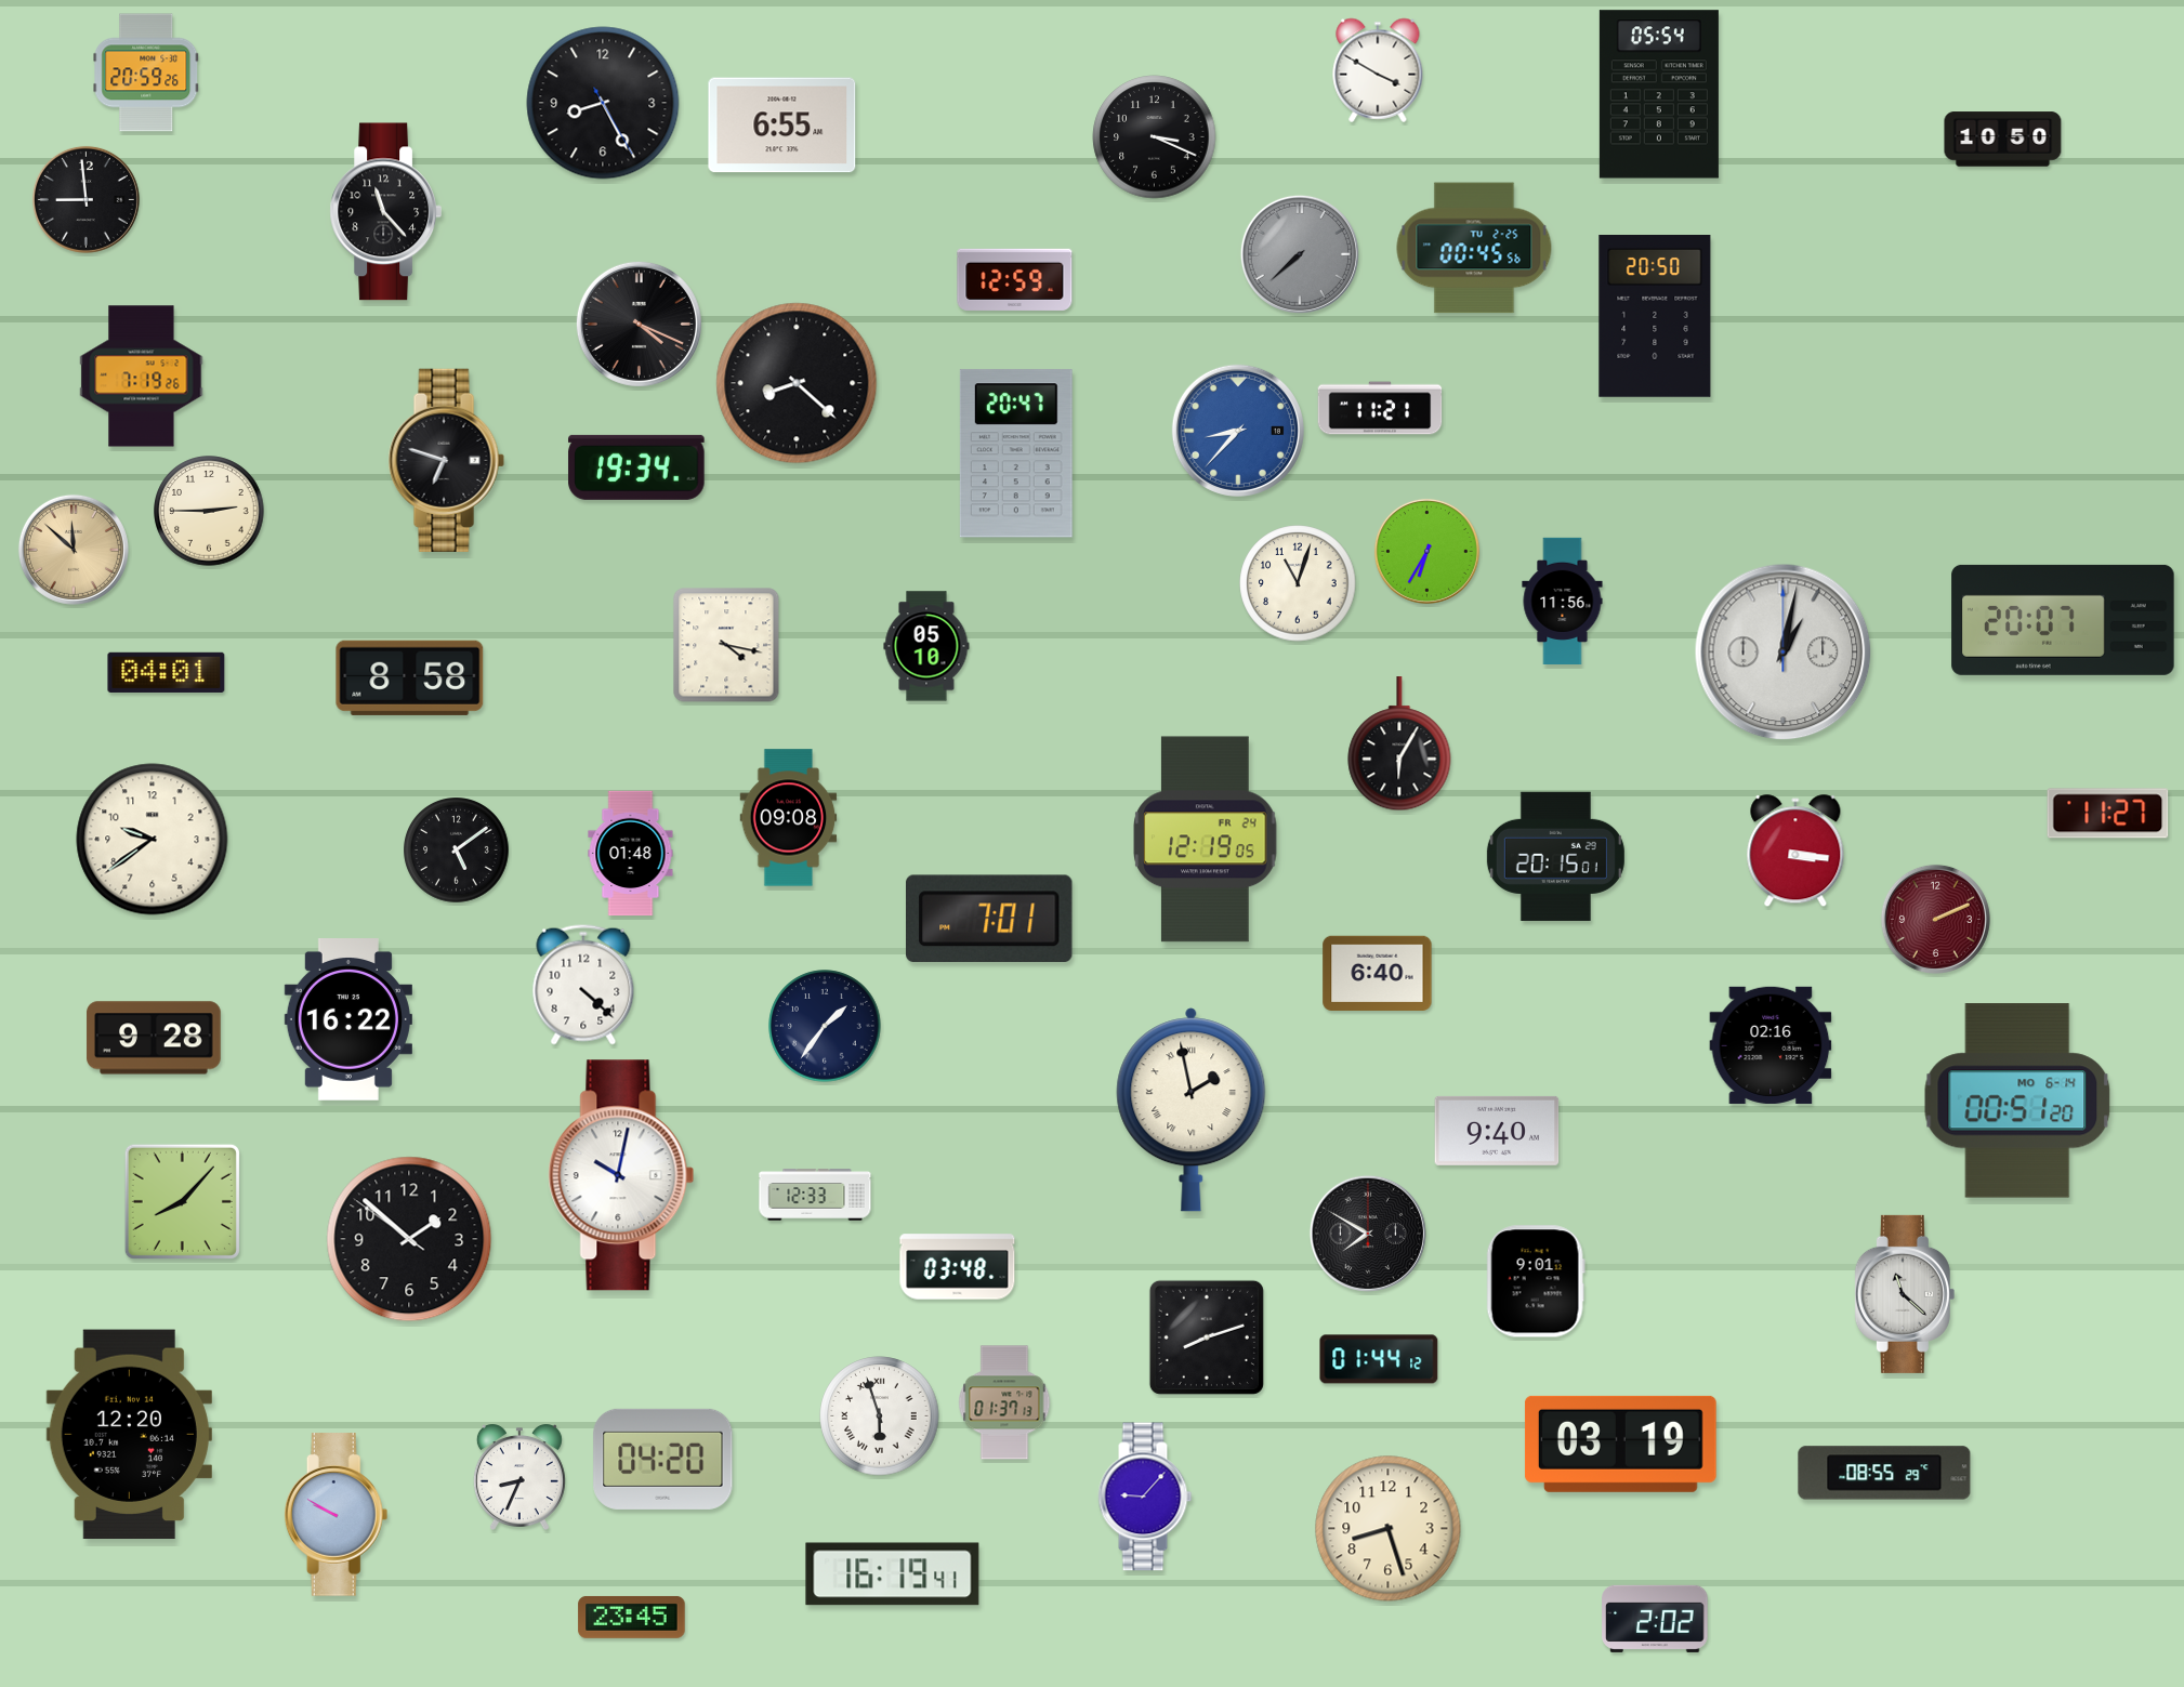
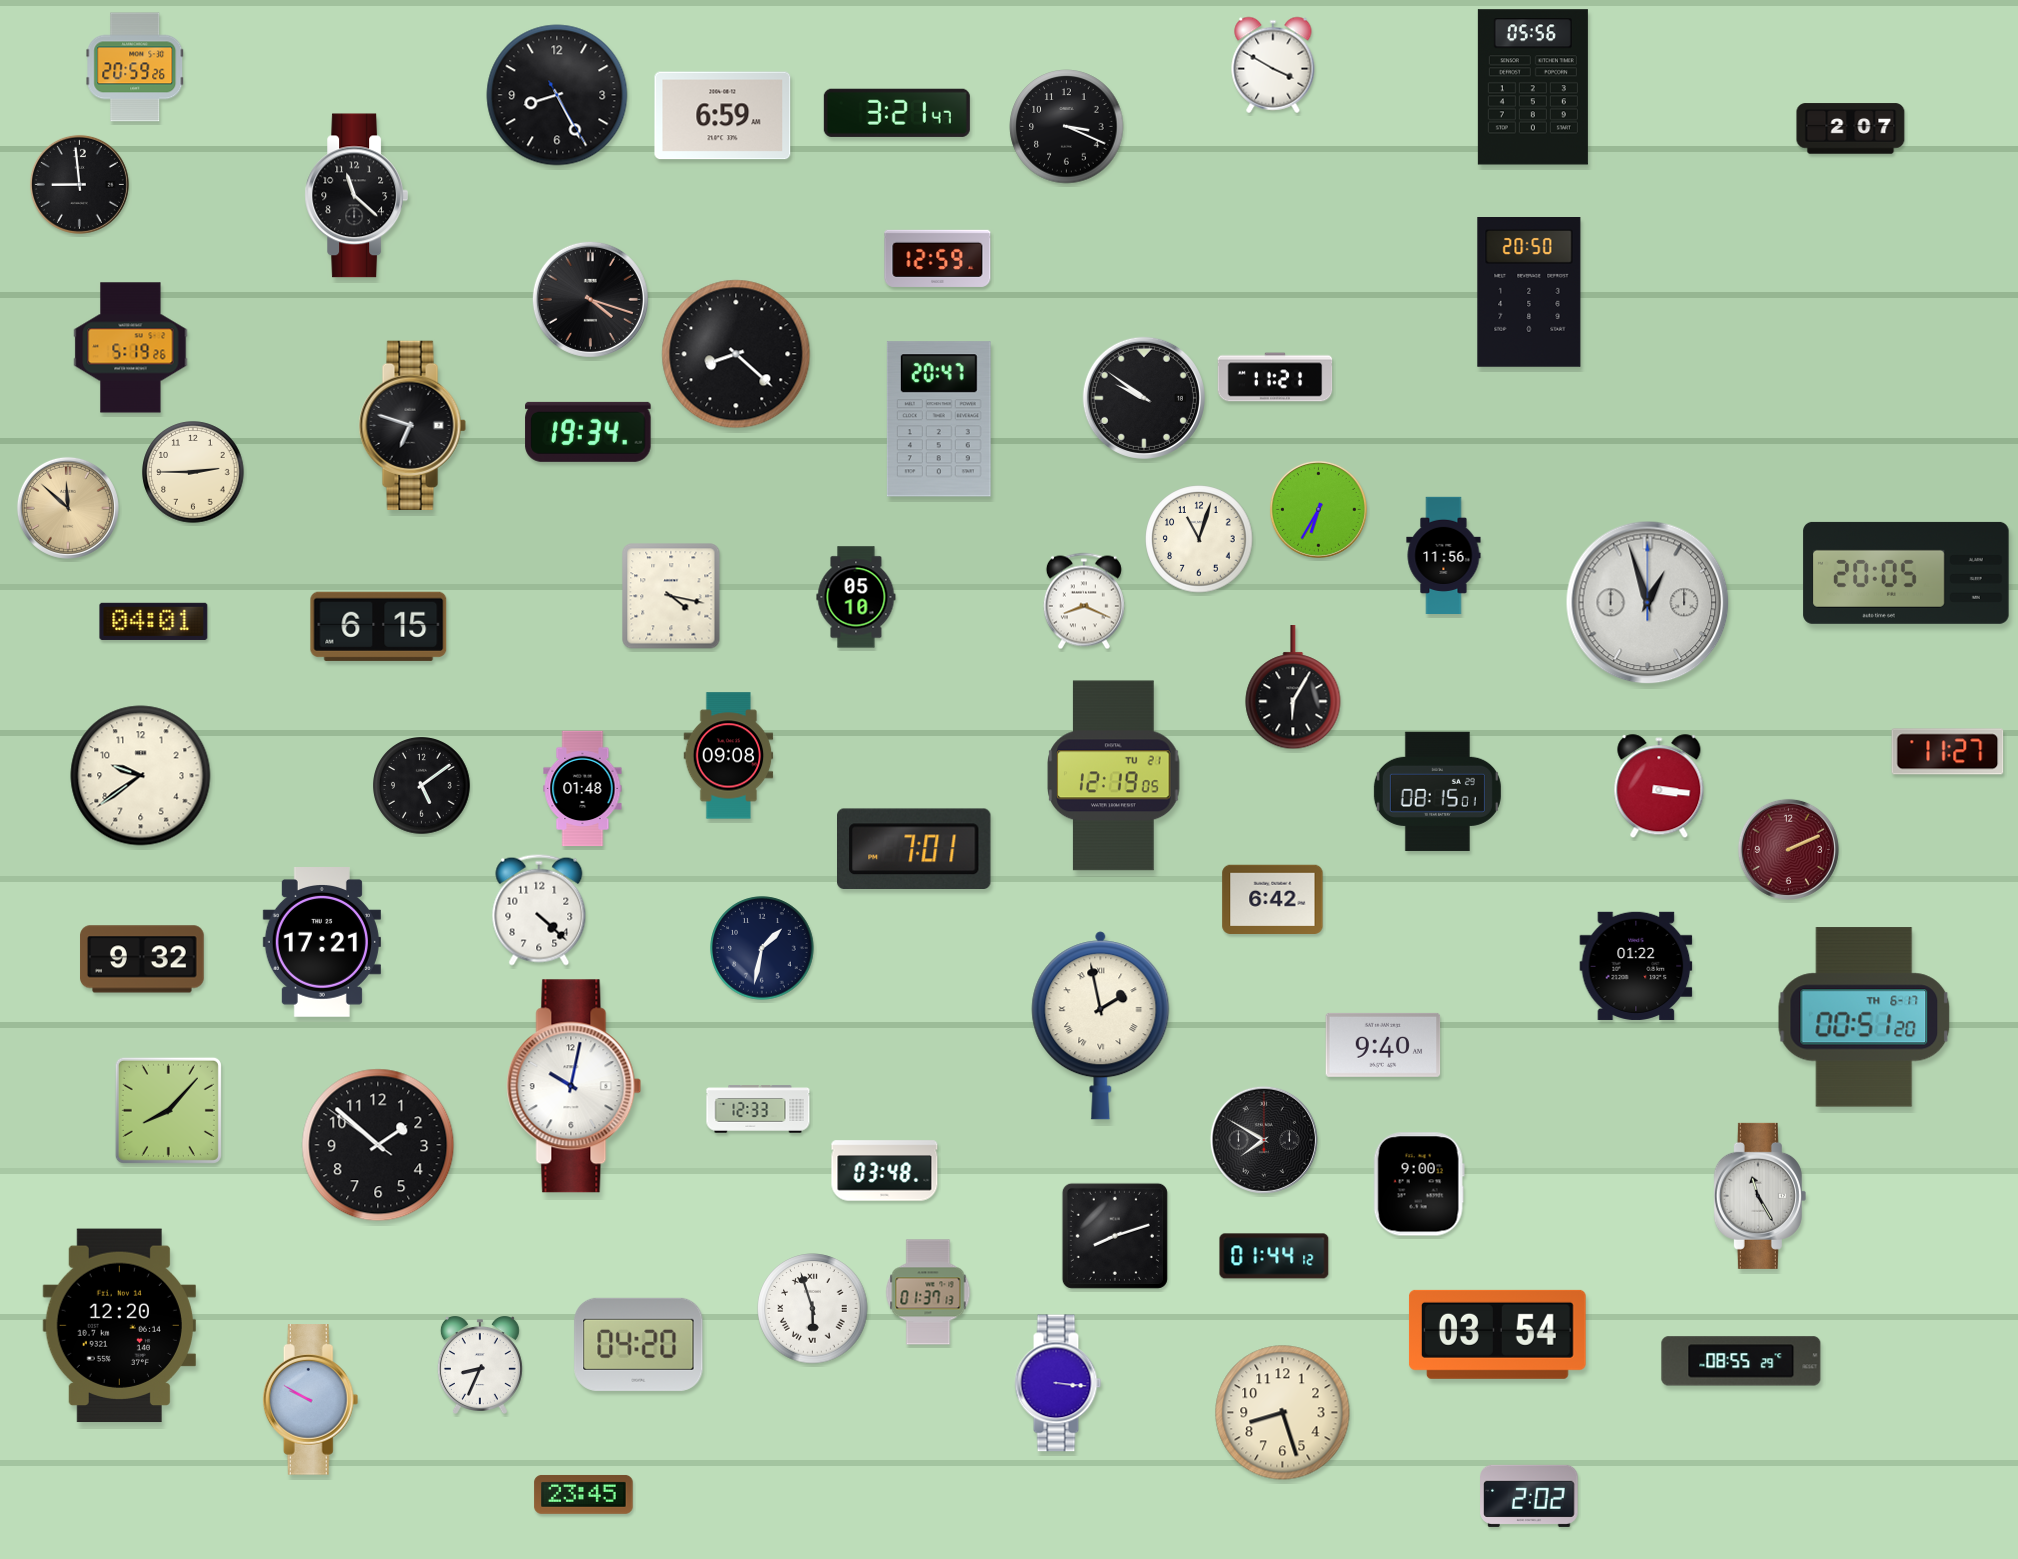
clock at (1659, 94): 05:54 -> 05:56
clock at (897, 113): none -> 3:21
clock at (782, 126): 6:55 -> 6:59
clock at (2003, 140): 10:50 -> 2:07
clock at (385, 212): 11:23 -> 11:22
clock at (1474, 248): 00:45 -> none
clock at (1300, 254): 7:38 -> none
clock at (639, 324): 4:19 -> 4:18
clock at (142, 377): 7:19 -> 5:19
clock at (1238, 431): 8:37 -> 9:51
clock at (1238, 431) dial: blue -> black
clock at (2063, 620): 20:07 -> 20:05
clock at (1084, 601): none -> 8:19
clock at (1784, 653): 1:02 -> 12:57
clock at (410, 677): 8:58 -> 6:15
clock at (1206, 840) date: FR 24 -> TU 21
clock at (1555, 856): 20:15 -> 08:15
clock at (1378, 974): 6:40 -> 6:42
clock at (348, 1020): 16:22 -> 17:21
clock at (825, 1026): 1:36 -> 1:32
clock at (154, 1038): 9:28 -> 9:32
clock at (1771, 1045): 02:16 -> 01:22
clock at (2017, 1100) date: MO 6-14 -> TH 6-17
clock at (815, 1195) position: (815, 1195) -> (758, 1109)
clock at (1536, 1281): 9:01 -> 9:00
clock at (1905, 1294): 11:22 -> 11:25
clock at (1004, 1402) position: (1004, 1402) -> (928, 1292)
clock at (1620, 1444): 03:19 -> 03:54
clock at (663, 1459) position: (663, 1459) -> (639, 1344)
clock at (1145, 1497): 9:07 -> 3:16
clock at (893, 1574): 16:19 -> none
